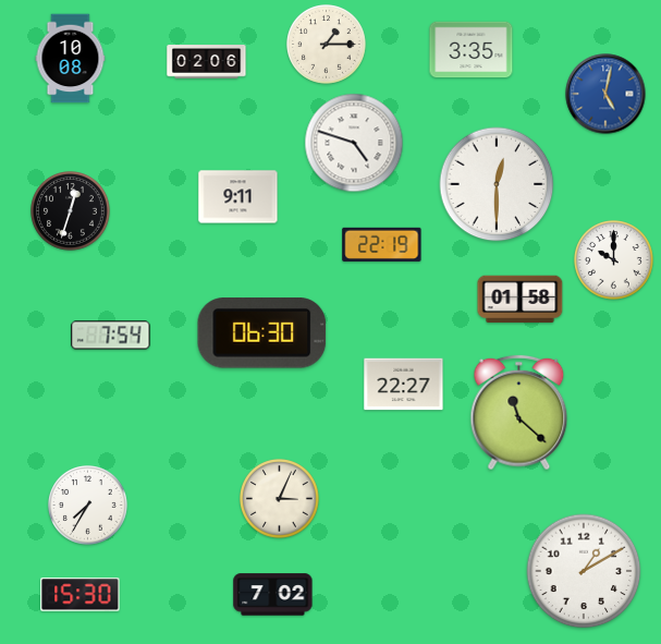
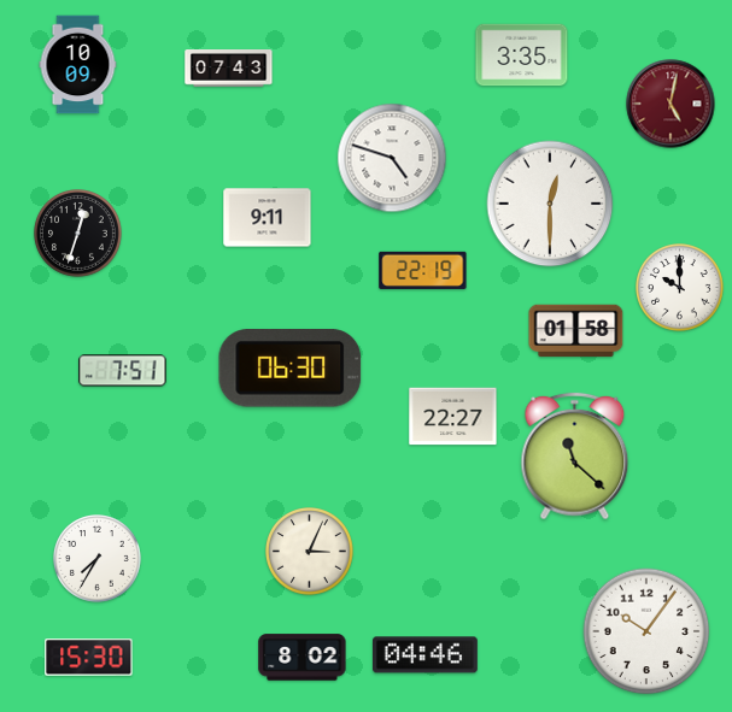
clock at (327, 45): 1:15 -> none
clock at (71, 59): 10:08 -> 10:09
clock at (207, 62): 02:06 -> 07:43
clock at (605, 94) dial: blue -> burgundy
clock at (238, 197) position: (238, 197) -> (268, 218)
clock at (111, 336): 7:54 -> 7:51
clock at (404, 385) position: (404, 385) -> (453, 417)
clock at (584, 571): 1:10 -> 10:06
clock at (424, 655): none -> 04:46
clock at (273, 595): 7:02 -> 8:02
